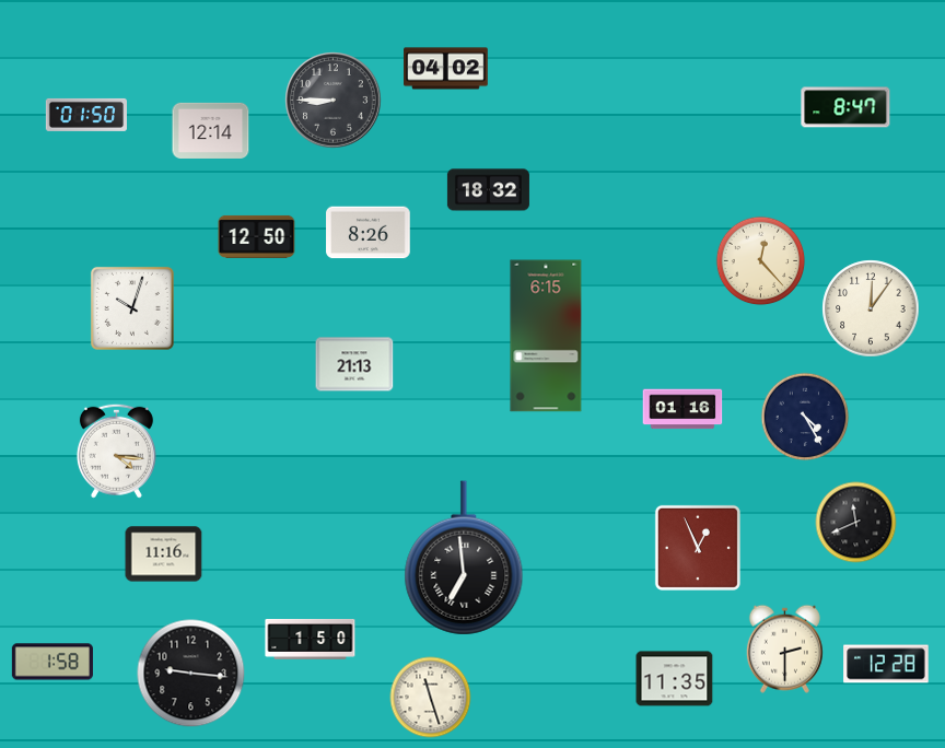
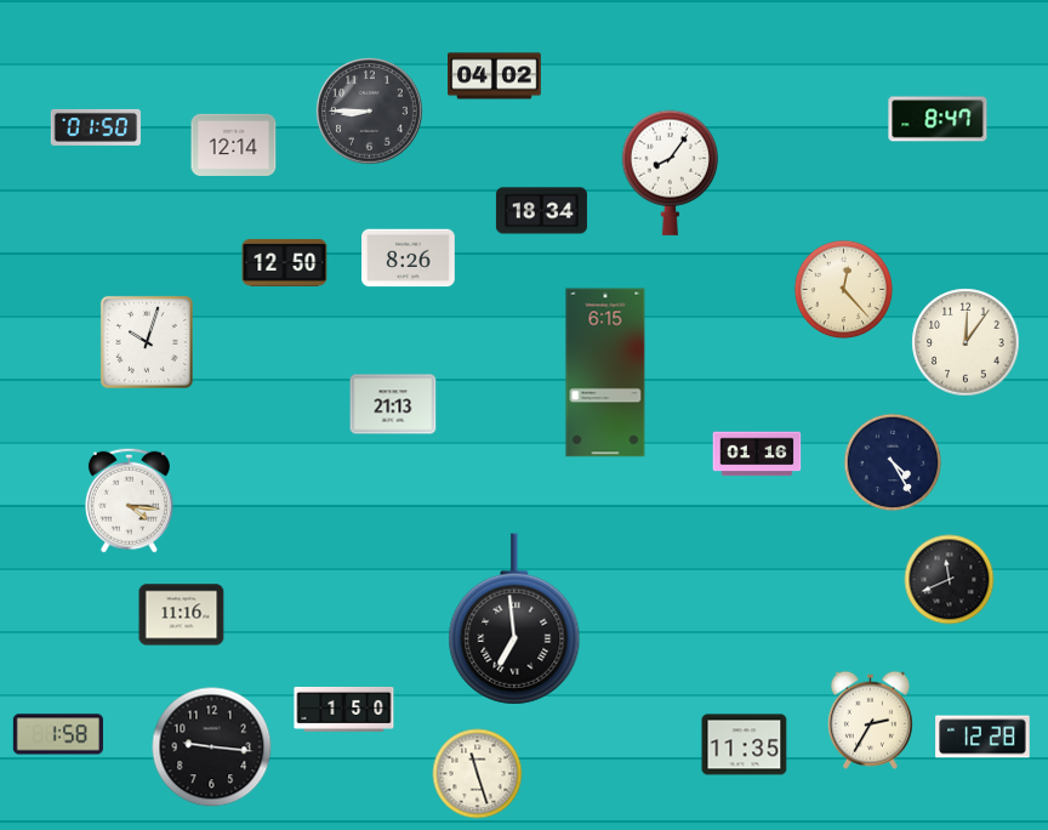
clock at (671, 172): none -> 8:06
clock at (488, 190): 18:32 -> 18:34
clock at (698, 548): 12:56 -> none
clock at (784, 648): 2:30 -> 2:35
clock at (675, 679) position: (675, 679) -> (745, 745)
